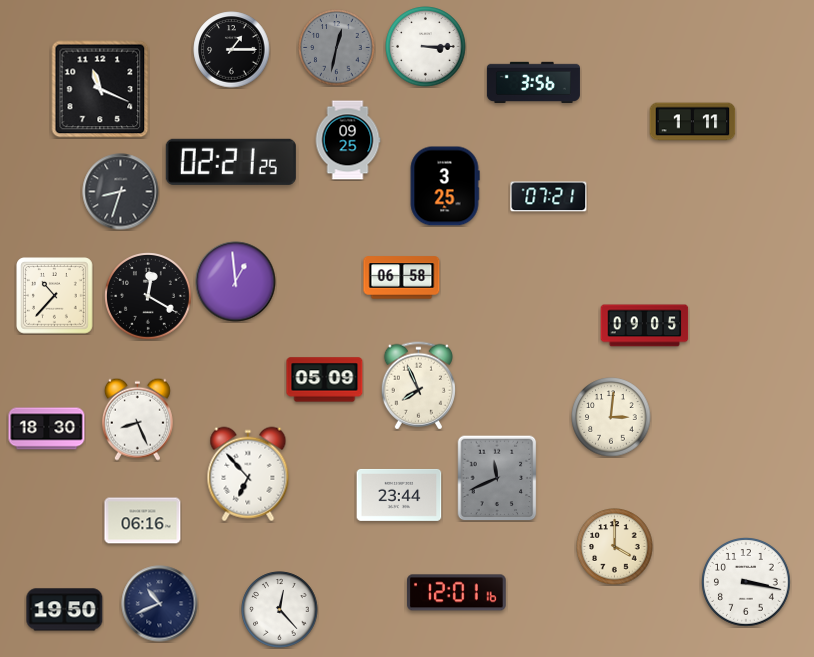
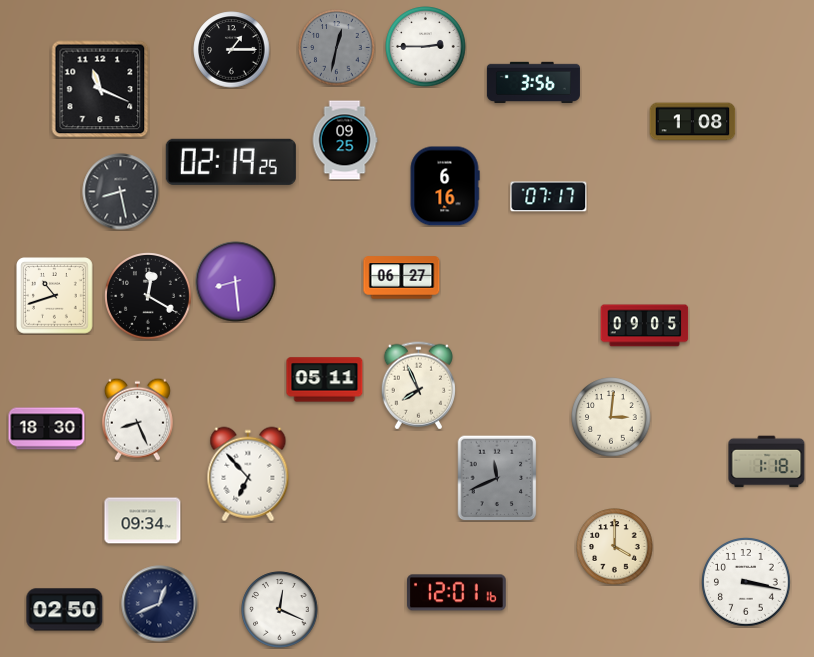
clock at (426, 47): 3:15 -> 2:45
clock at (693, 122): 1:11 -> 1:08
clock at (348, 140) position: (348, 140) -> (345, 140)
clock at (231, 162): 02:21 -> 02:19
clock at (445, 186): 3:25 -> 6:16
clock at (121, 192): 8:33 -> 8:28
clock at (549, 197): 07:21 -> 07:17
clock at (402, 278): 06:58 -> 06:27
clock at (236, 282): 12:59 -> 8:29
clock at (55, 296): 10:37 -> 10:42
clock at (325, 380): 05:09 -> 05:11
clock at (767, 462): none -> 1:18
clock at (399, 495): 23:44 -> none
clock at (143, 521): 06:16 -> 09:34
clock at (160, 604): 10:41 -> 12:41
clock at (65, 610): 19:50 -> 02:50
clock at (280, 610): 12:23 -> 12:19
